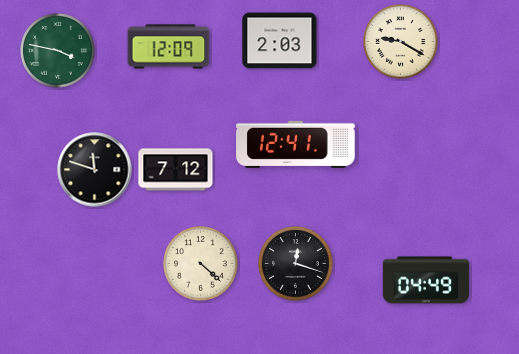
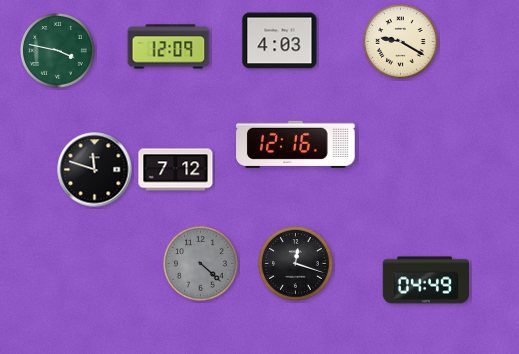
clock at (280, 41): 2:03 -> 4:03
clock at (296, 144): 12:41 -> 12:16
clock at (201, 264) dial: cream -> grey
